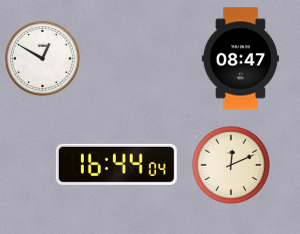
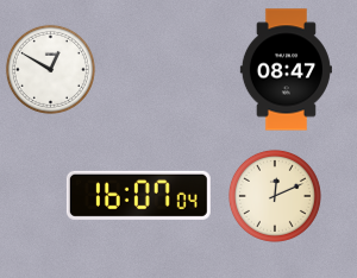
clock at (116, 164): 16:44 -> 16:07
